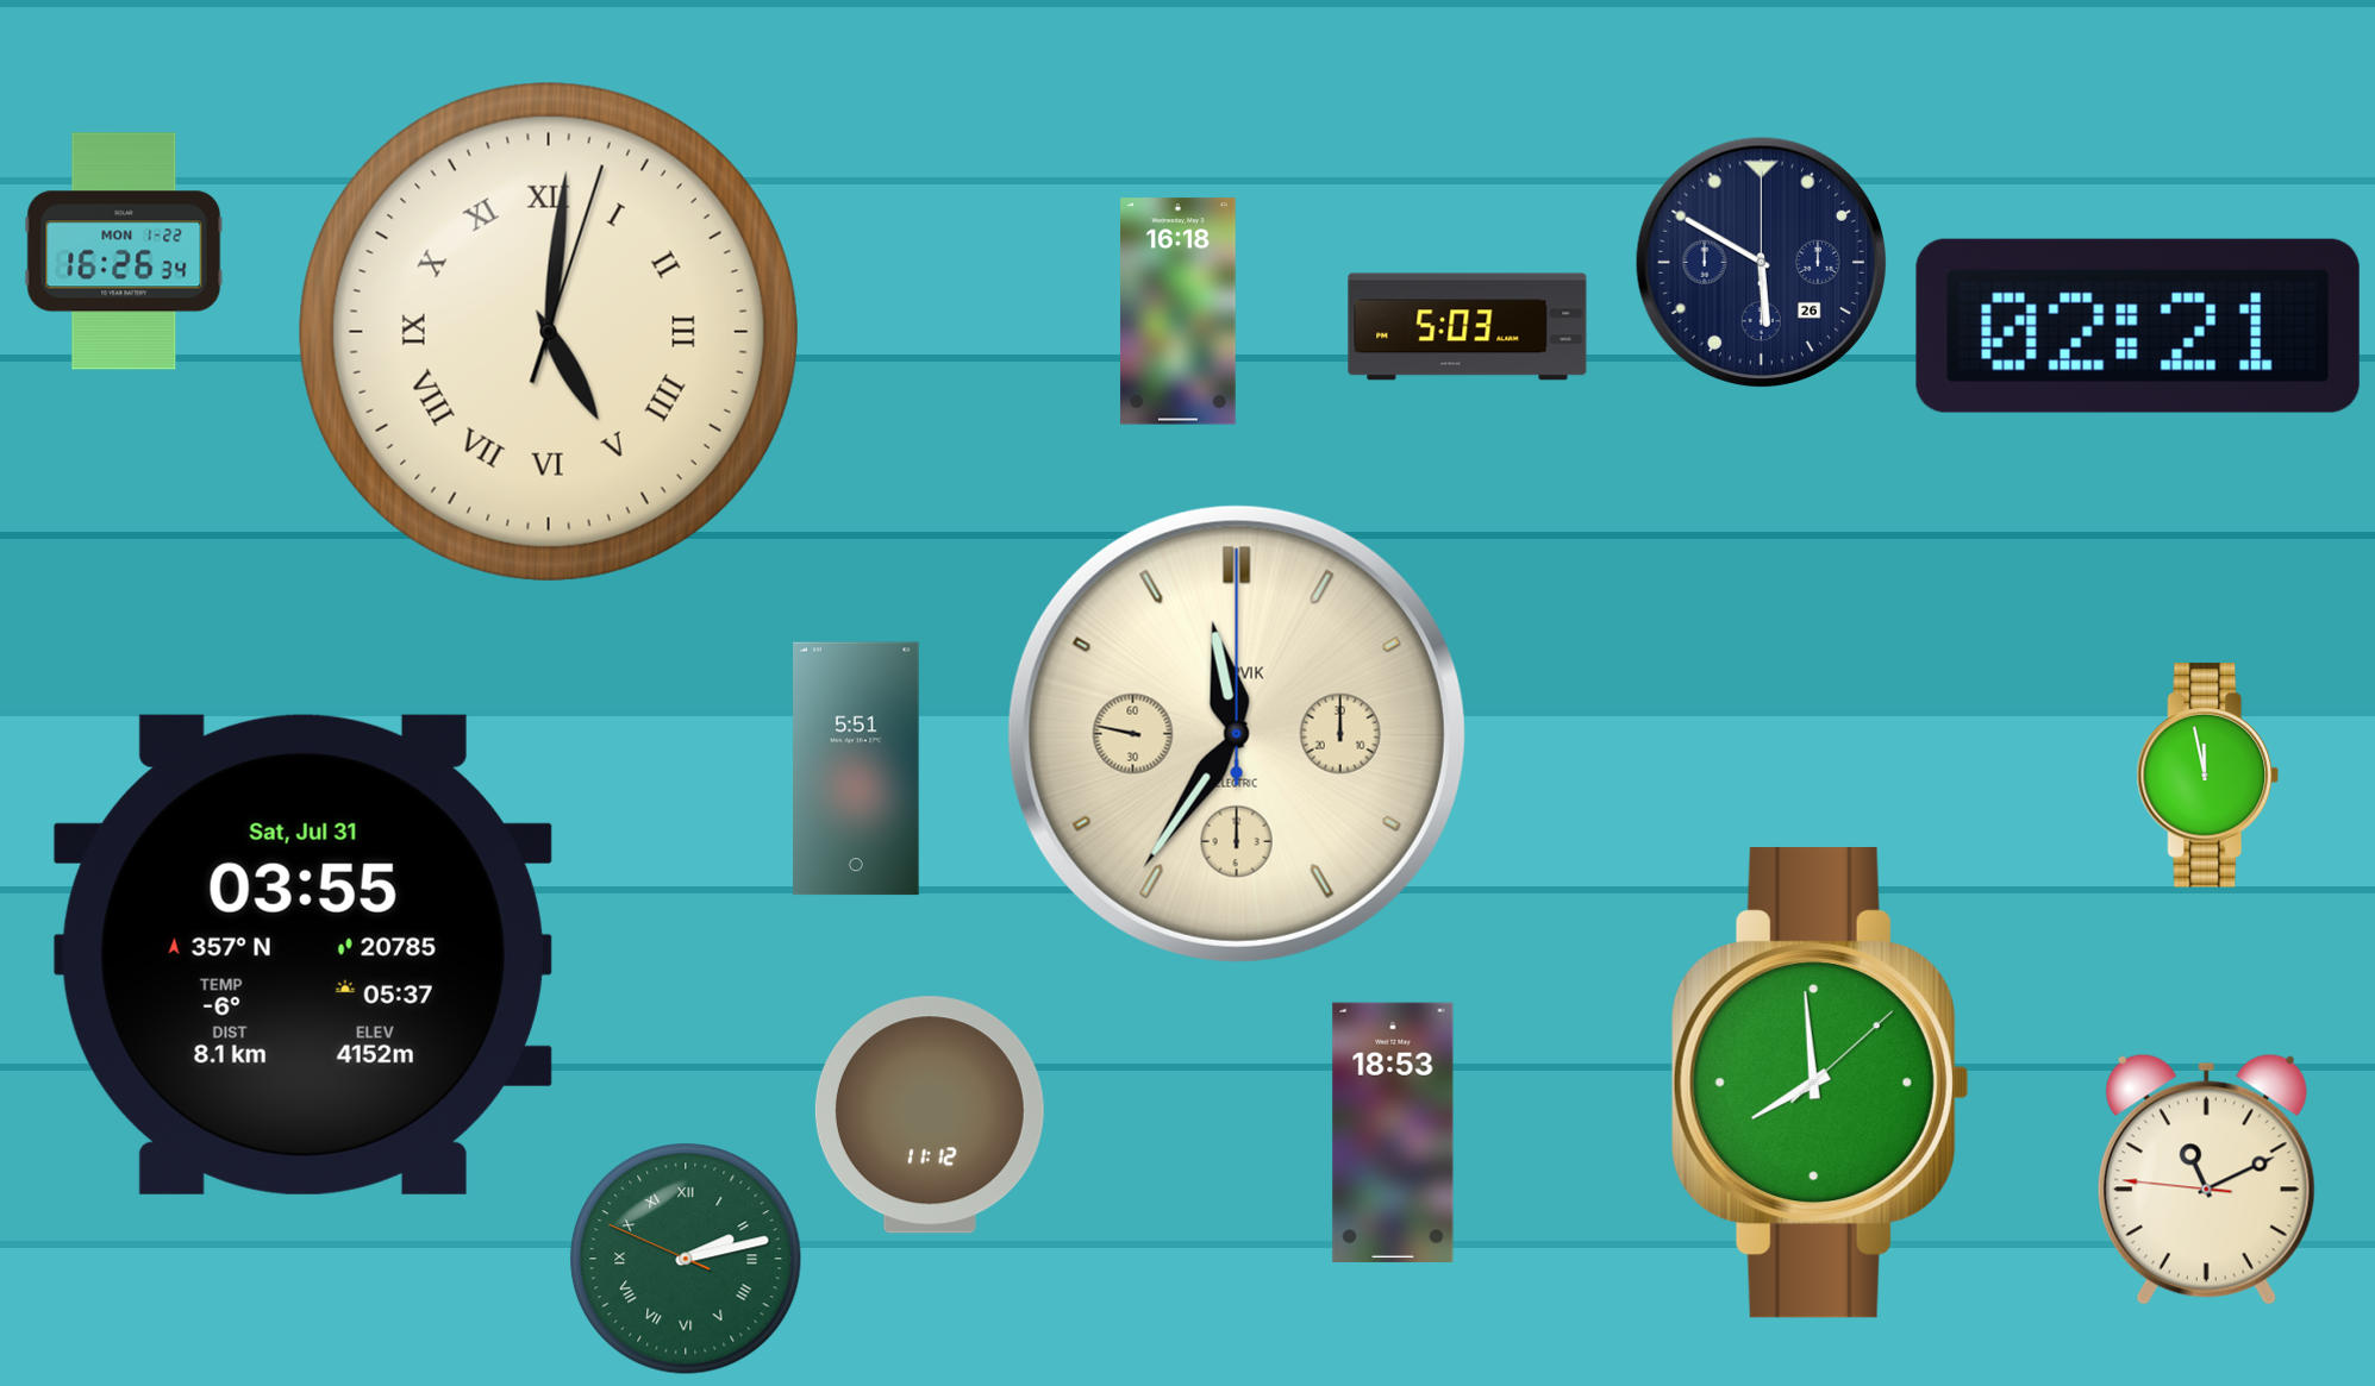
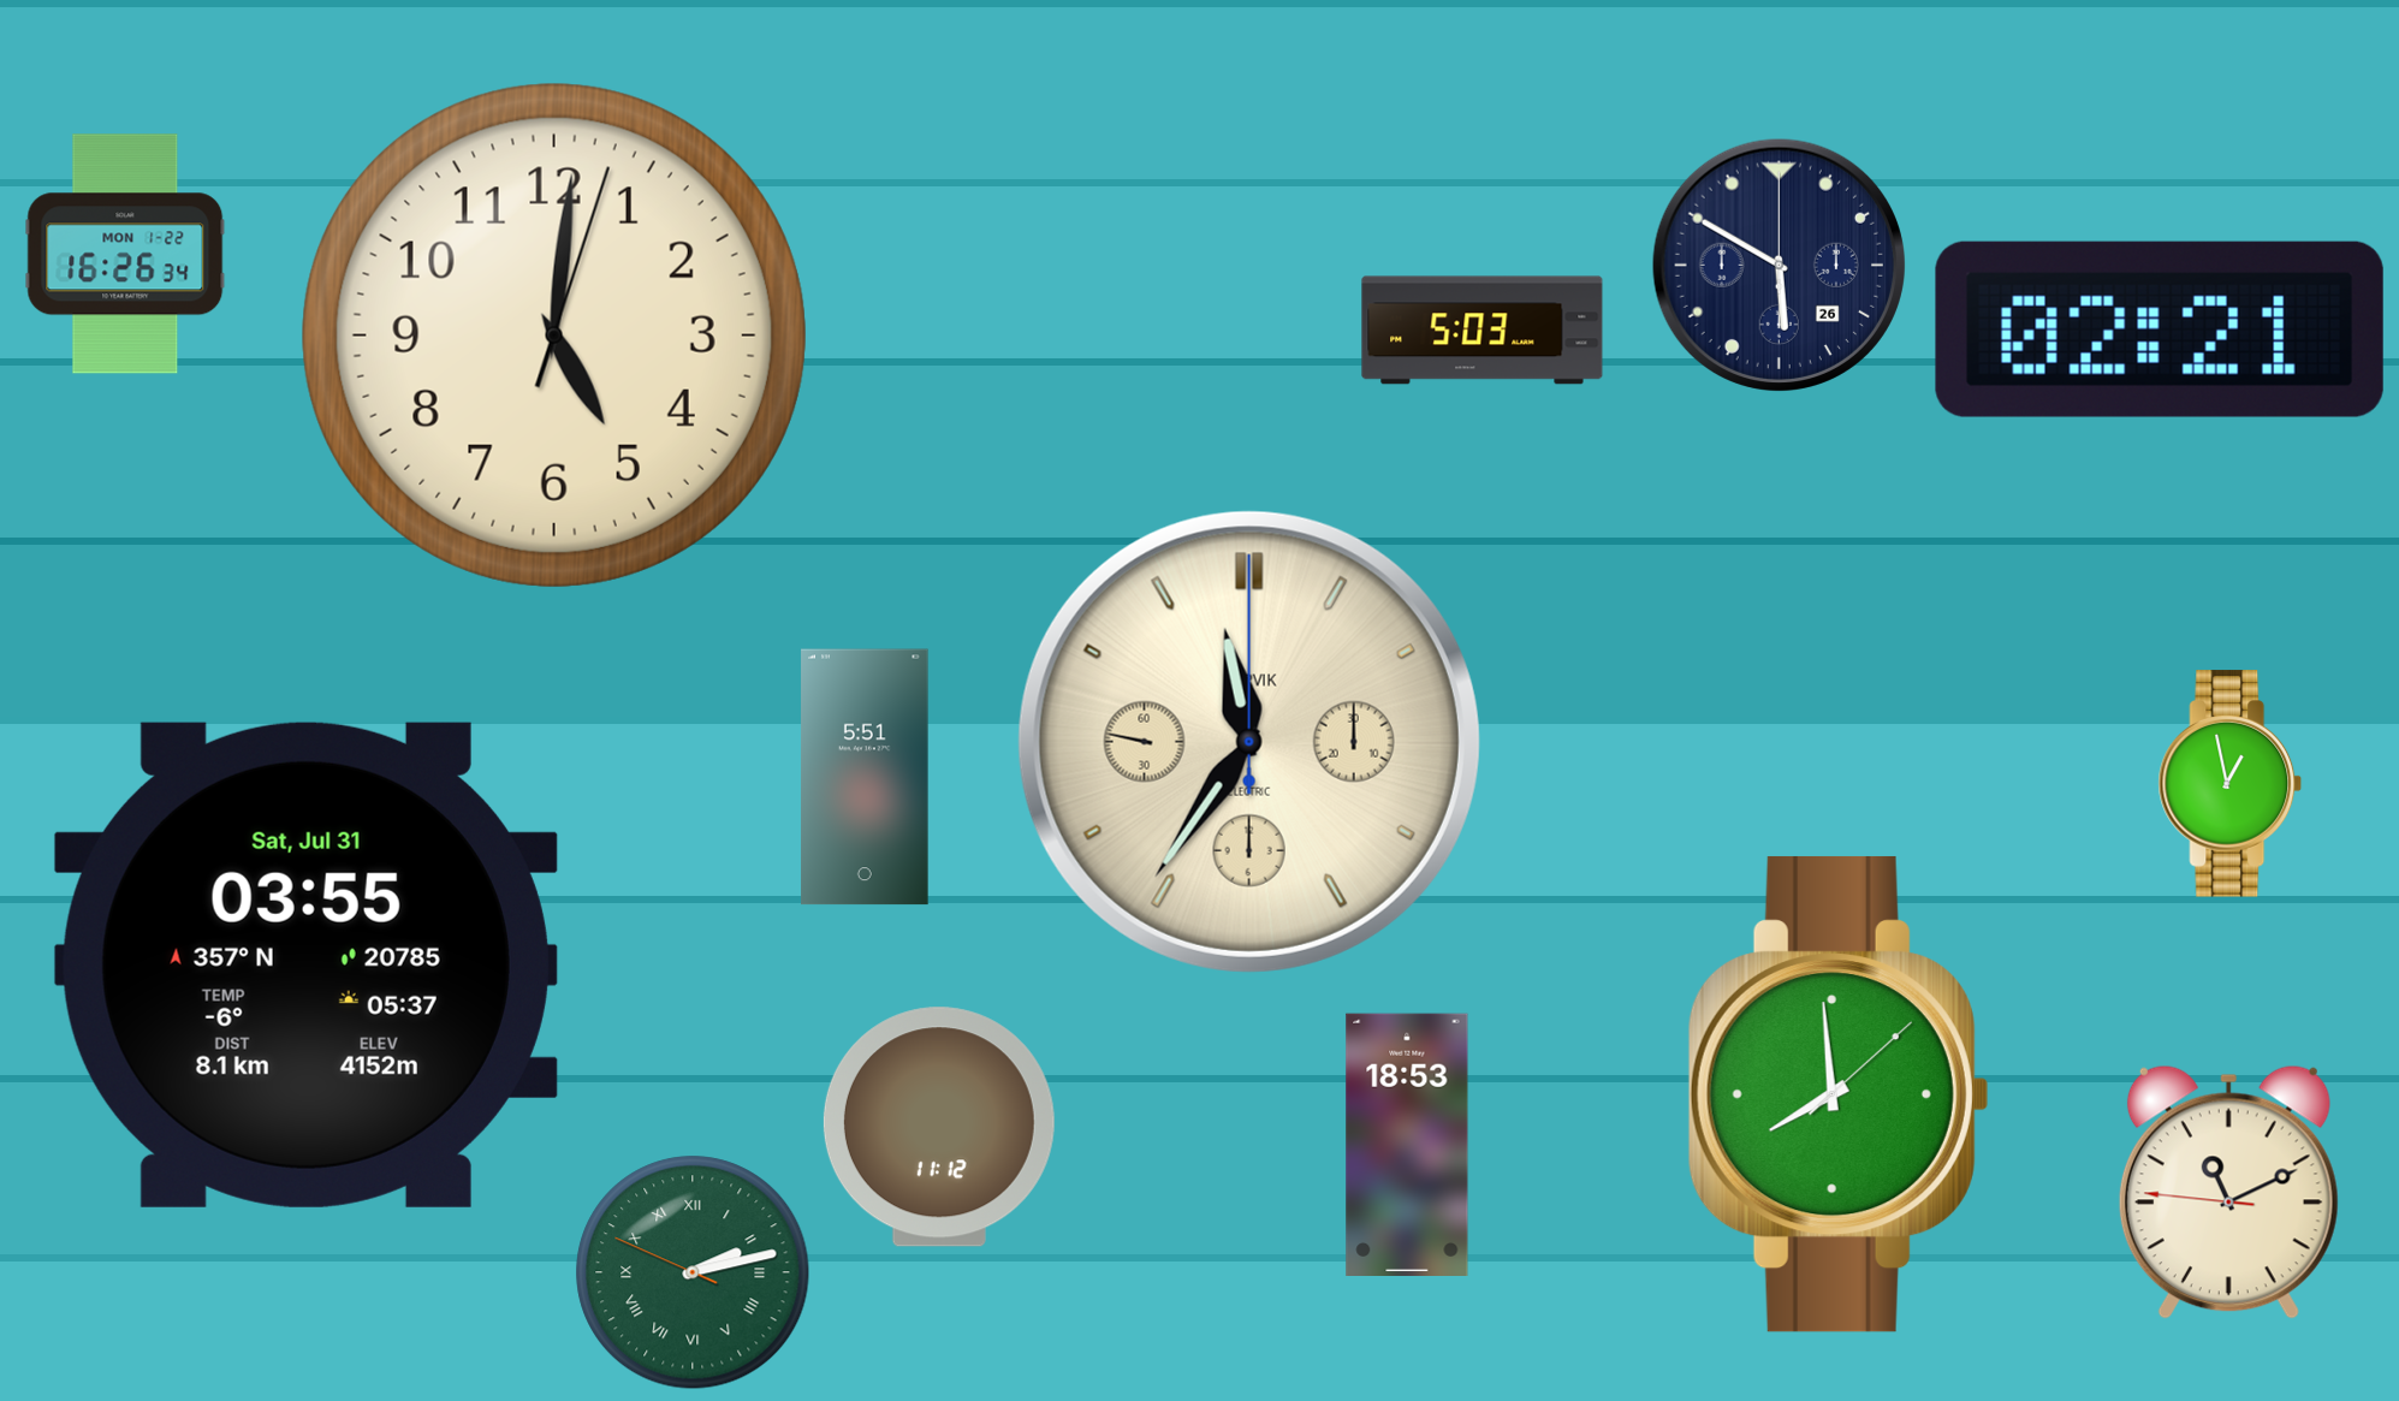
clock at (1179, 312): 16:18 -> none
clock at (549, 332) numerals: Roman -> Arabic
clock at (2208, 776): 11:58 -> 12:58
